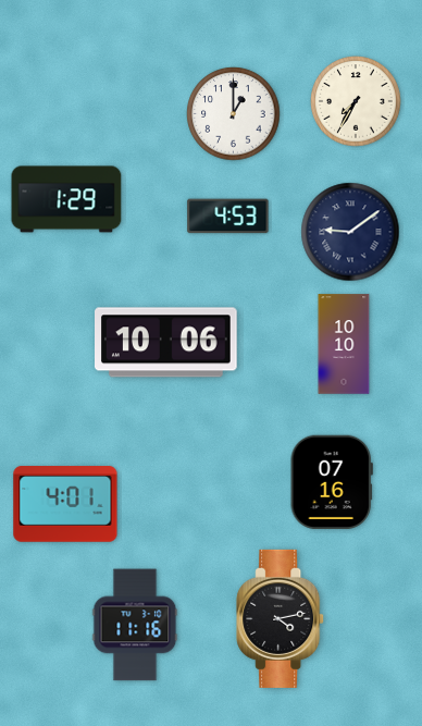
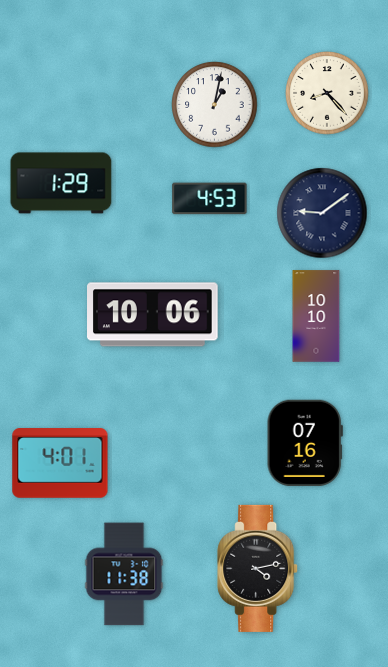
clock at (356, 101): 7:35 -> 8:23
clock at (234, 114): 1:00 -> 1:02
clock at (135, 625): 11:16 -> 11:38
